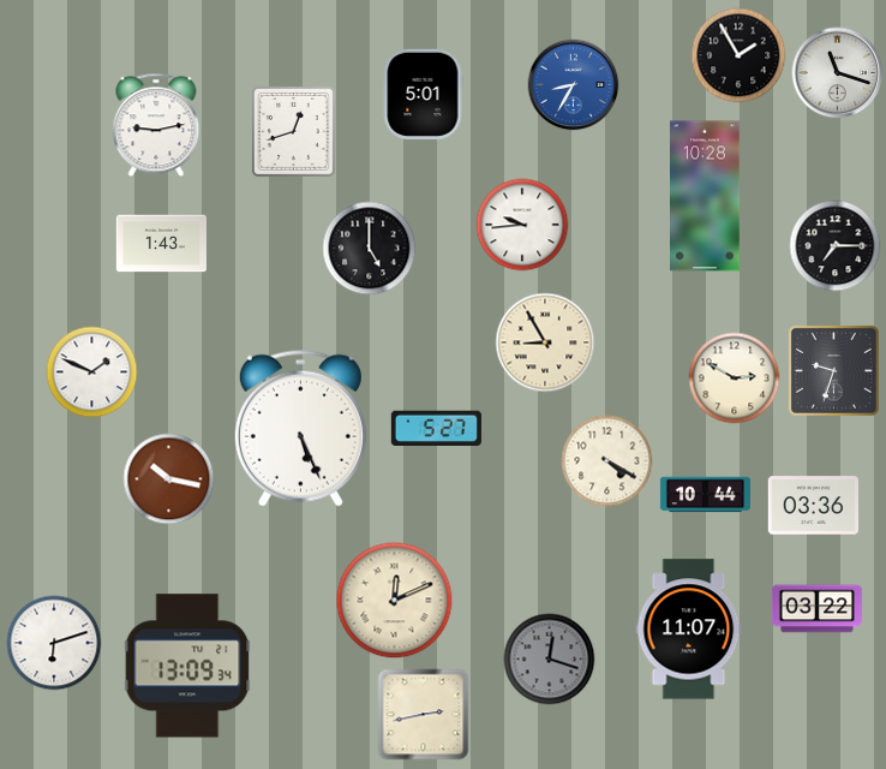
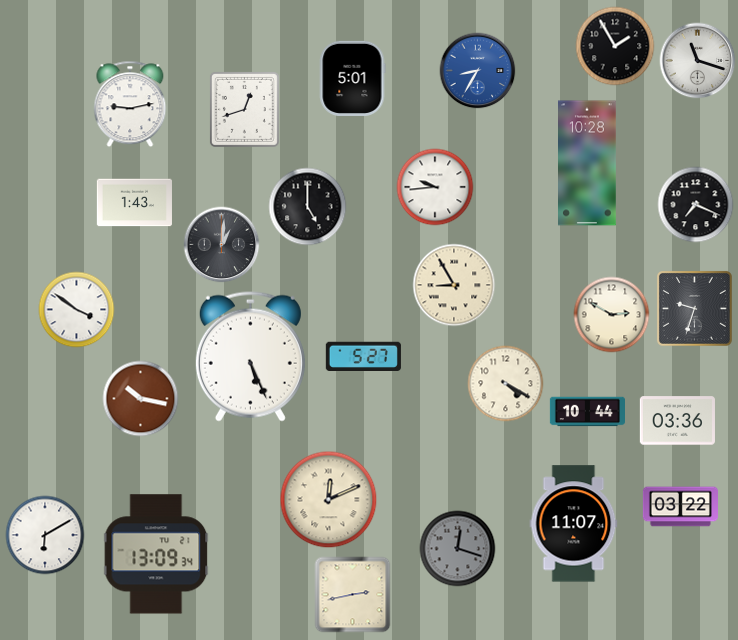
clock at (836, 246): 7:15 -> 7:19
clock at (222, 245): none -> 1:01
clock at (92, 372): 1:49 -> 3:51
clock at (54, 643): 6:12 -> 6:10
